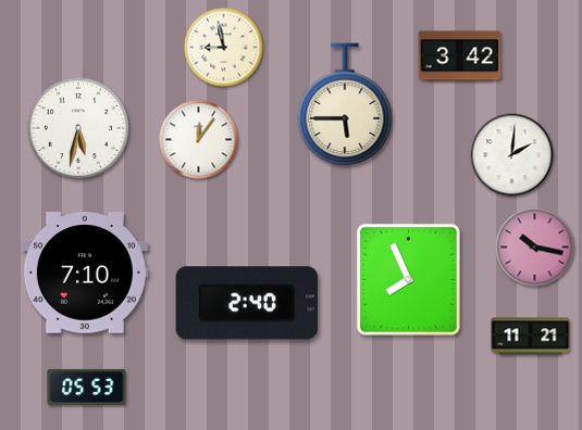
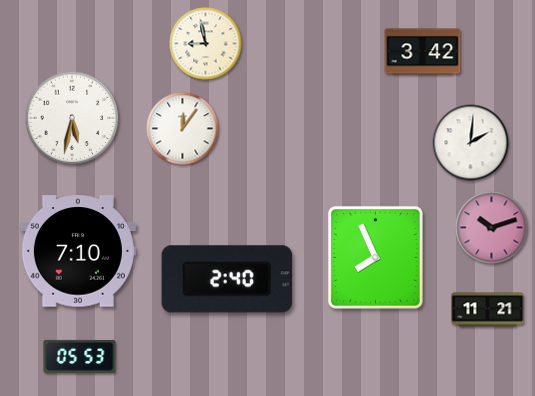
clock at (345, 105): 5:45 -> none
clock at (535, 248): 10:17 -> 10:12
